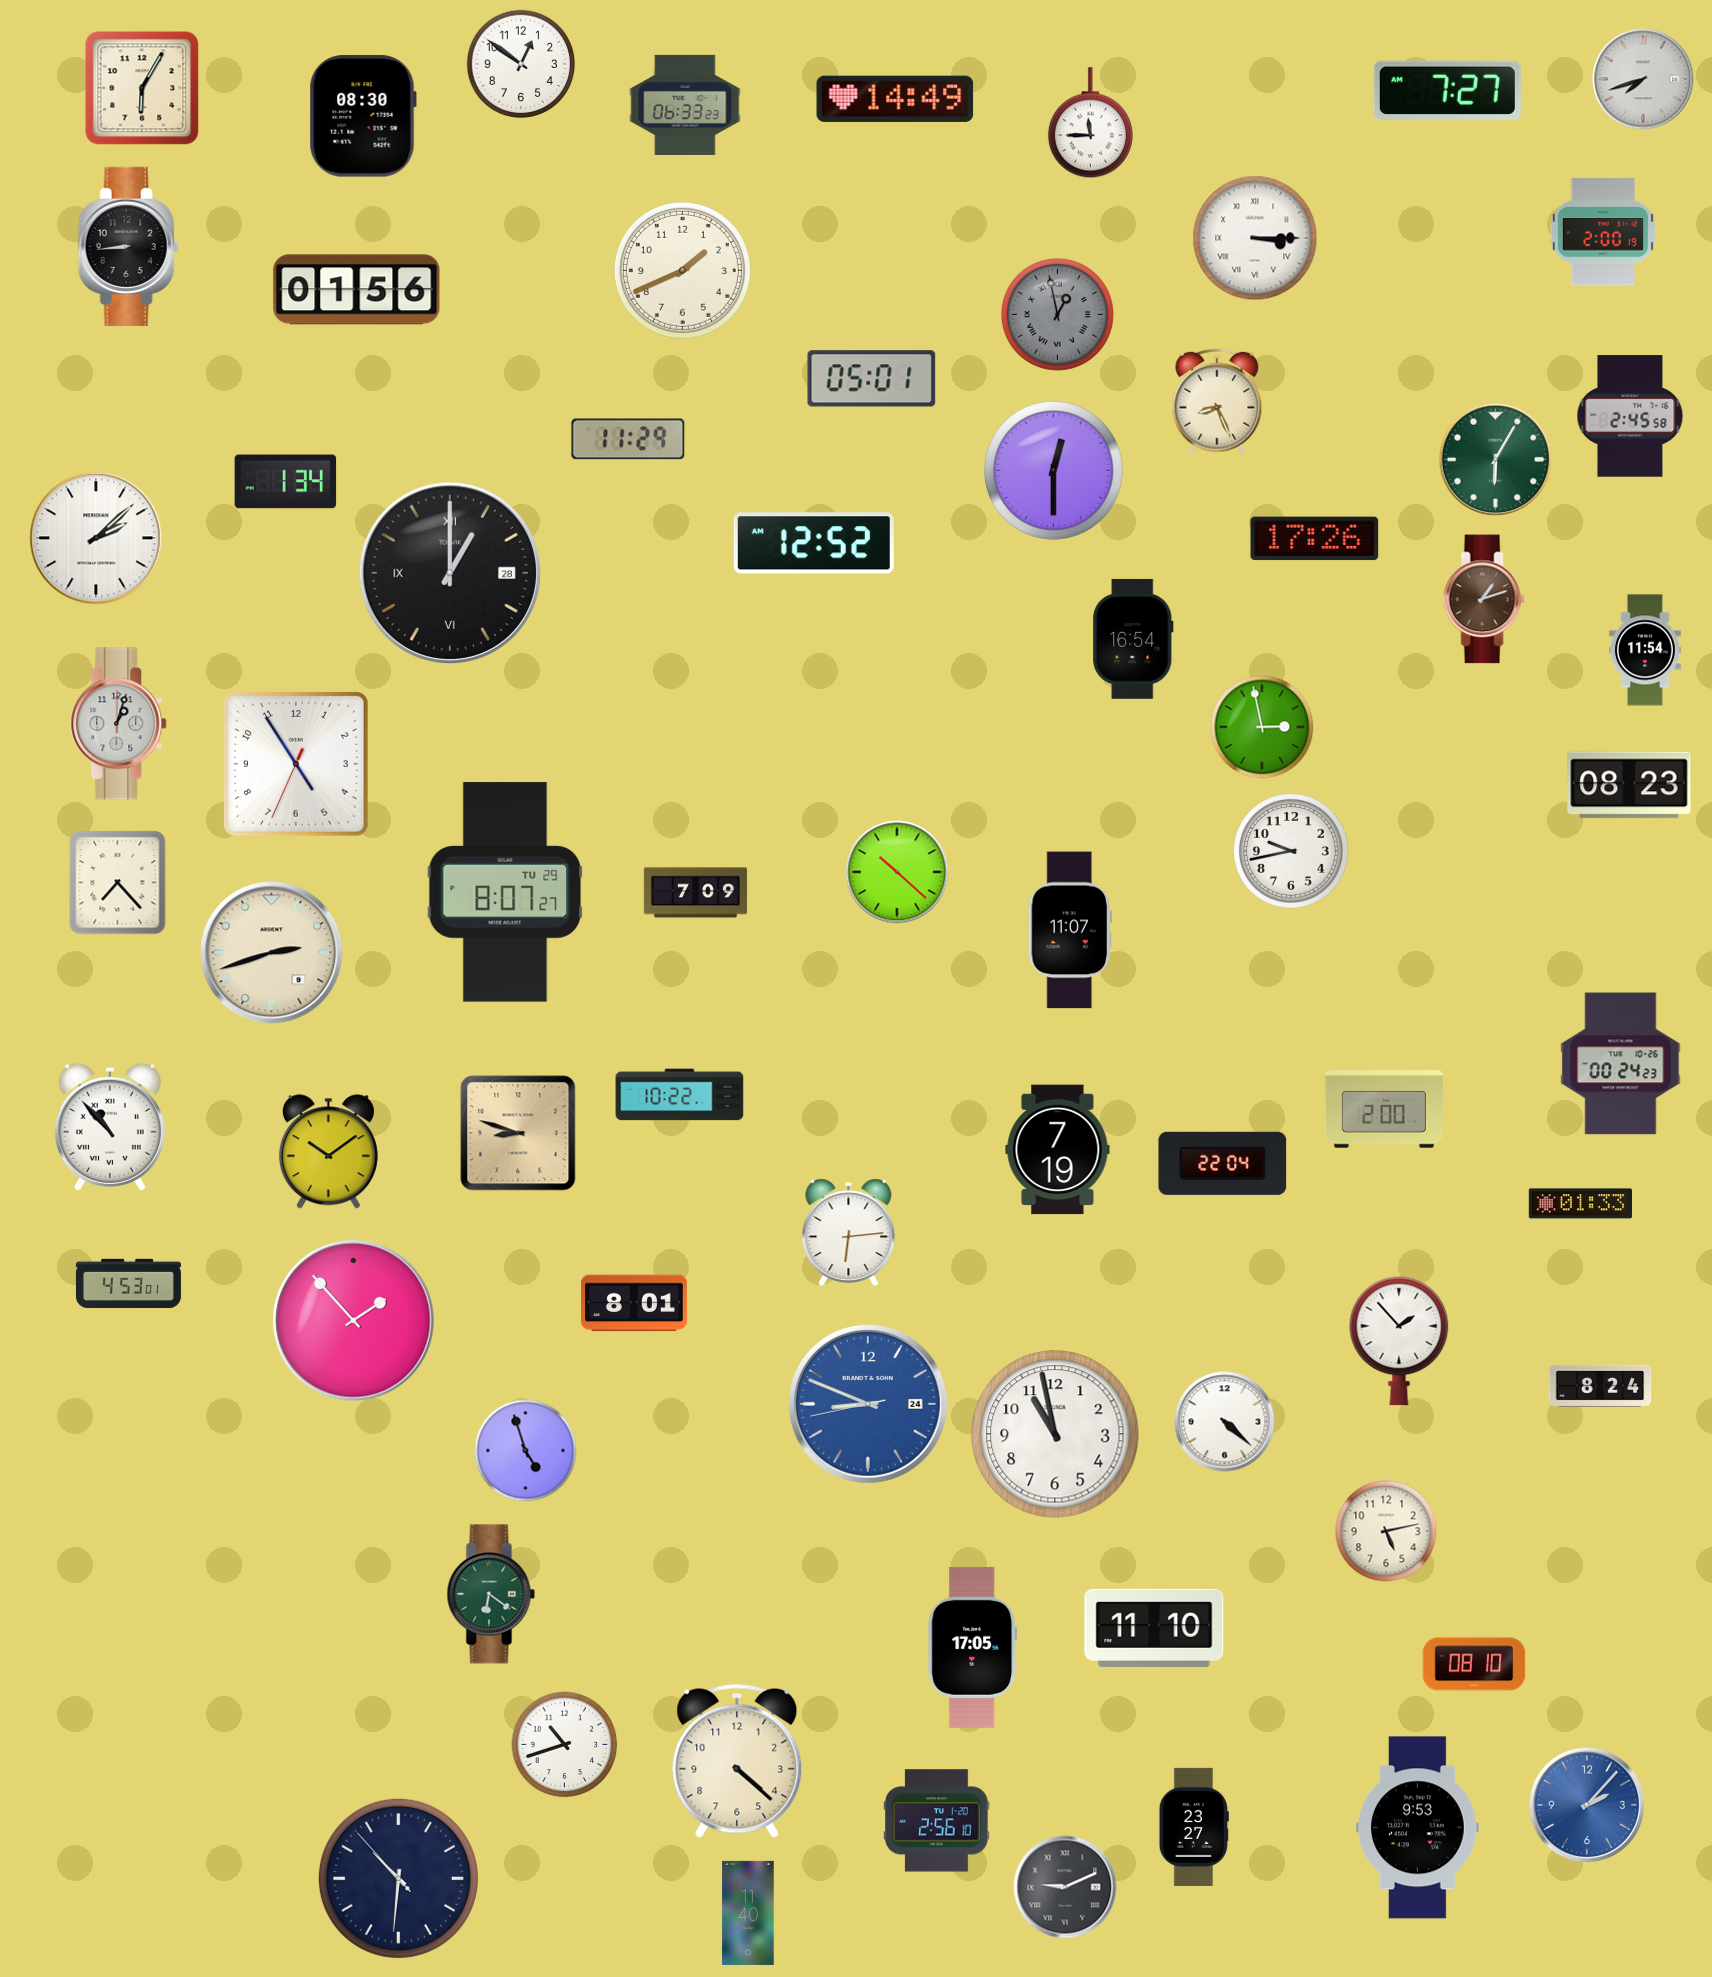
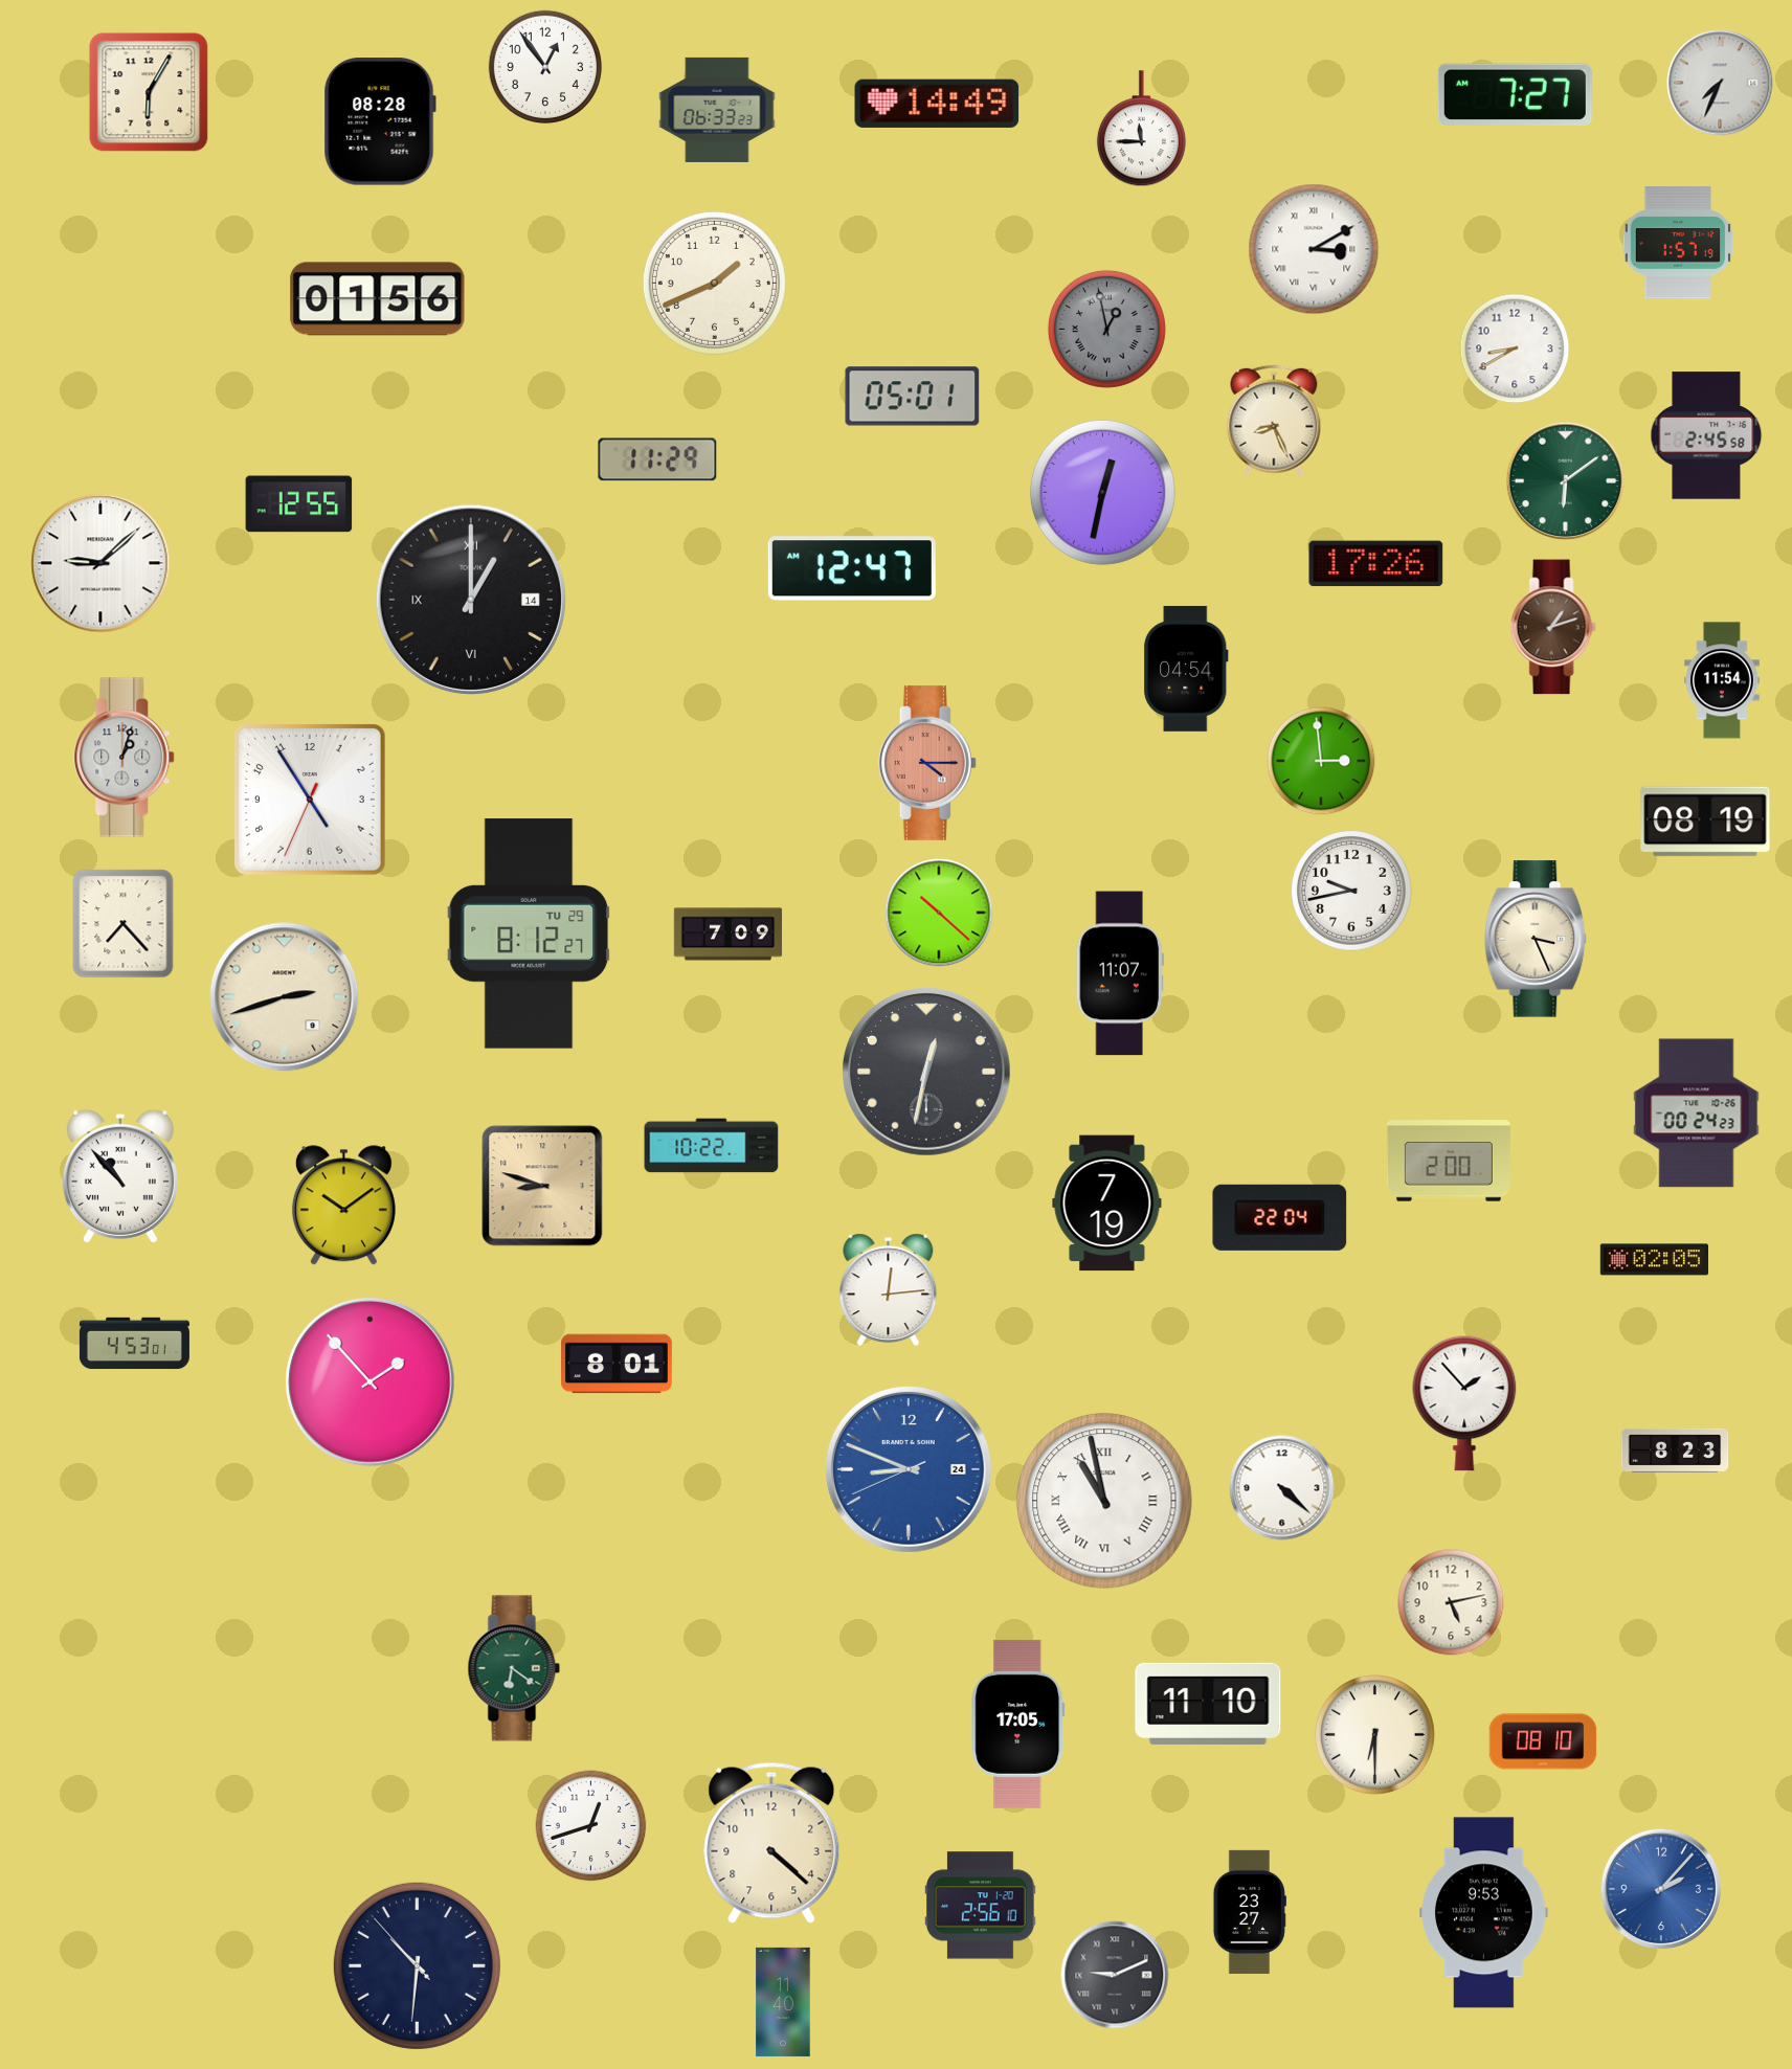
clock at (521, 64): 12:51 -> 12:54
clock at (1643, 79): 7:42 -> 7:34
clock at (363, 116): 08:30 -> 08:28
clock at (1603, 232): 2:00 -> 1:57
clock at (1255, 238): 3:15 -> 3:10
clock at (128, 246): 8:44 -> none
clock at (357, 290) position: (357, 290) -> (378, 299)
clock at (1515, 348): none -> 8:40
clock at (1496, 460): 6:05 -> 6:09
clock at (1053, 470): 12:30 -> 12:32
clock at (286, 482): 1:34 -> 12:55
clock at (96, 538): 2:08 -> 9:08
clock at (814, 543): 12:52 -> 12:47
clock at (449, 572) date: 28 -> 14
clock at (1134, 639): 16:54 -> 04:54
clock at (1262, 727): 2:58 -> 2:59
clock at (927, 763): none -> 4:15
clock at (1629, 785): 08:23 -> 08:19
clock at (505, 892): 8:07 -> 8:12
clock at (1536, 939): none -> 3:26
clock at (927, 1073): none -> 12:32
clock at (110, 1127) position: (110, 1127) -> (120, 1176)
clock at (1580, 1204): 01:33 -> 02:05
clock at (849, 1233): 6:14 -> 12:14
clock at (634, 1303) position: (634, 1303) -> (617, 1364)
clock at (1600, 1386): 8:24 -> 8:23
clock at (868, 1404): 8:48:43 -> 8:48:41
clock at (1055, 1434) numerals: Arabic -> Roman
clock at (526, 1451): 4:57 -> none
clock at (1375, 1735): none -> 6:30
clock at (565, 1745): 10:42 -> 12:42
